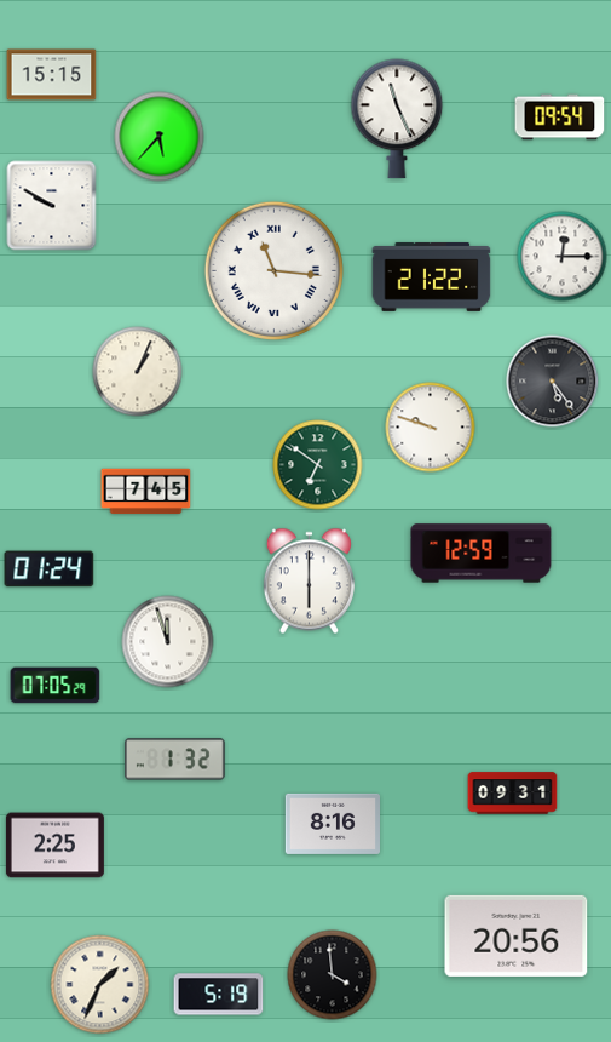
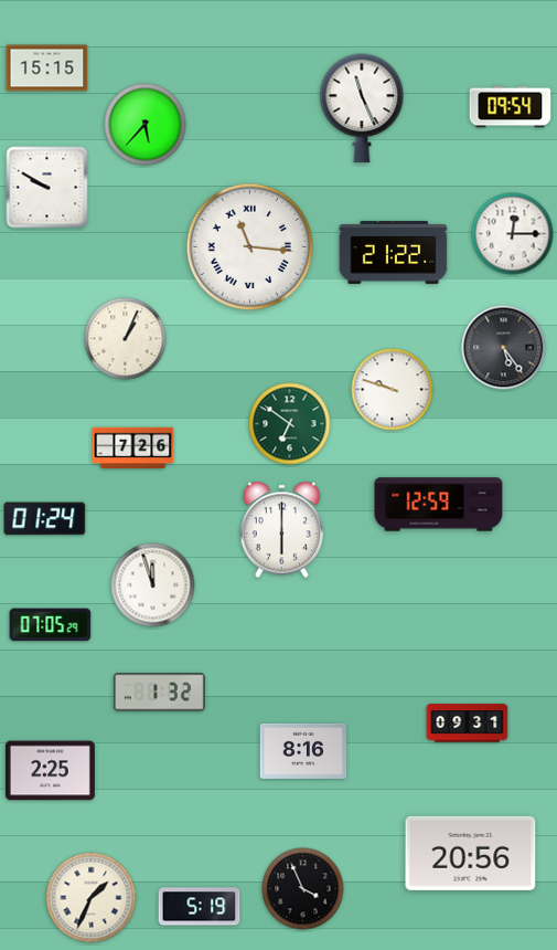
clock at (146, 492): 7:45 -> 7:26
clock at (333, 975): 3:59 -> 3:56
